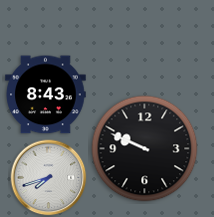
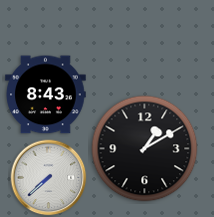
clock at (145, 149): 9:49 -> 1:10
clock at (49, 178): 7:42 -> 7:38
